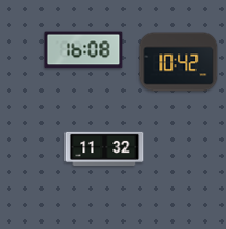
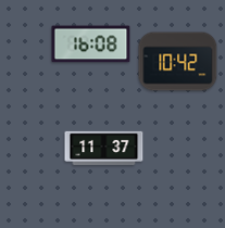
clock at (84, 50) position: (84, 50) -> (91, 45)
clock at (105, 148): 11:32 -> 11:37
